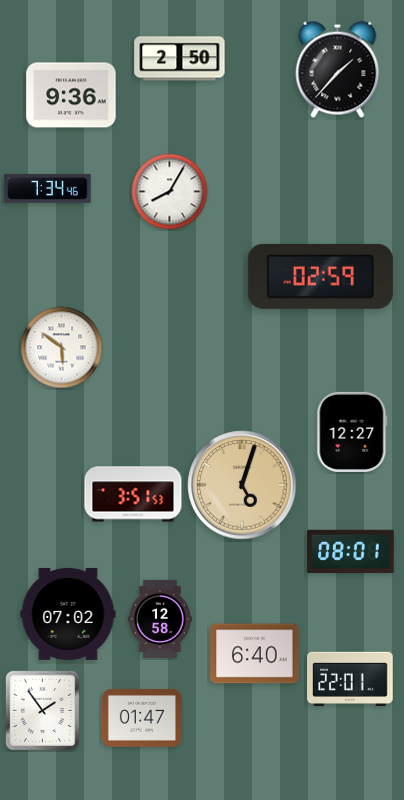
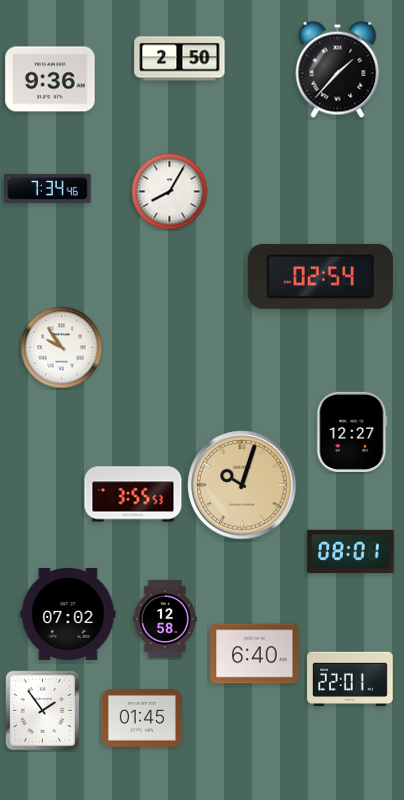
clock at (71, 95) position: (71, 95) -> (50, 79)
clock at (320, 276): 02:59 -> 02:54
clock at (62, 348): 5:51 -> 9:54
clock at (242, 485): 5:03 -> 10:03
clock at (133, 494): 3:51 -> 3:55
clock at (160, 619) position: (160, 619) -> (165, 619)
clock at (142, 718): 01:47 -> 01:45
